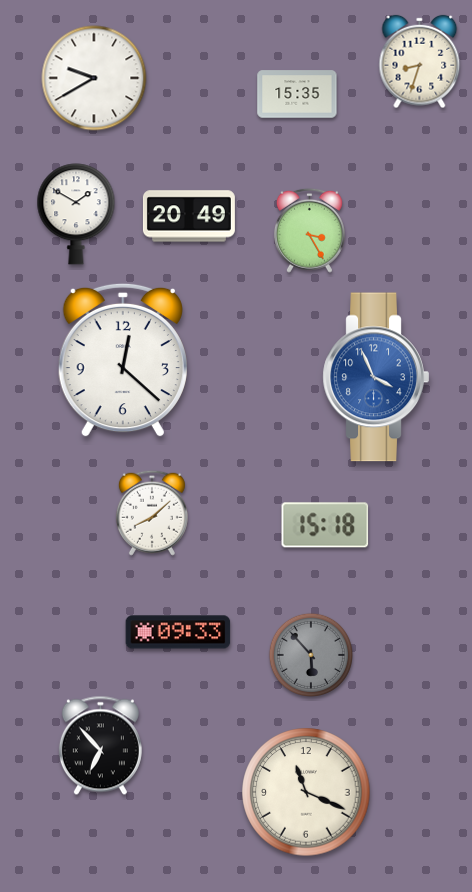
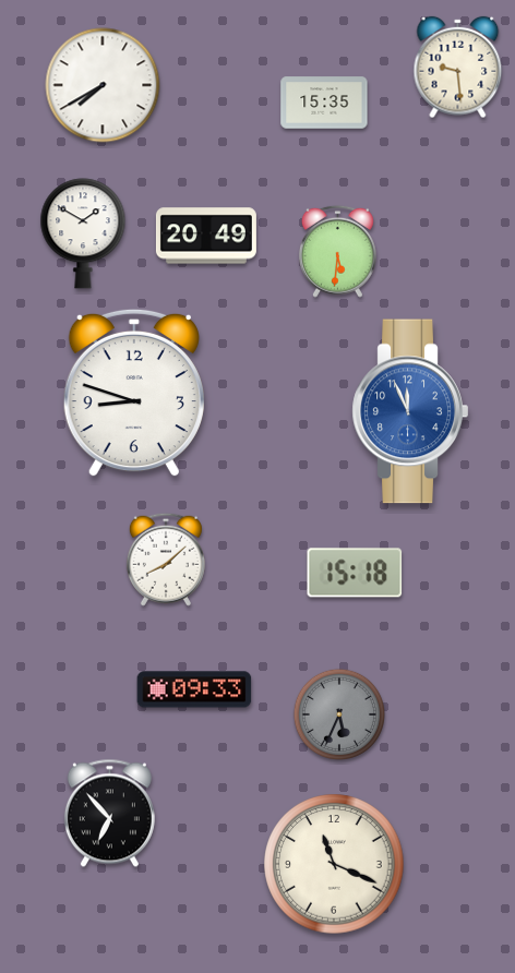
clock at (420, 62): 8:33 -> 9:29
clock at (94, 78): 9:40 -> 7:40
clock at (309, 230): 3:25 -> 5:31
clock at (123, 360): 12:22 -> 8:48
clock at (376, 377): 3:56 -> 11:56
clock at (310, 654): 5:53 -> 5:34
